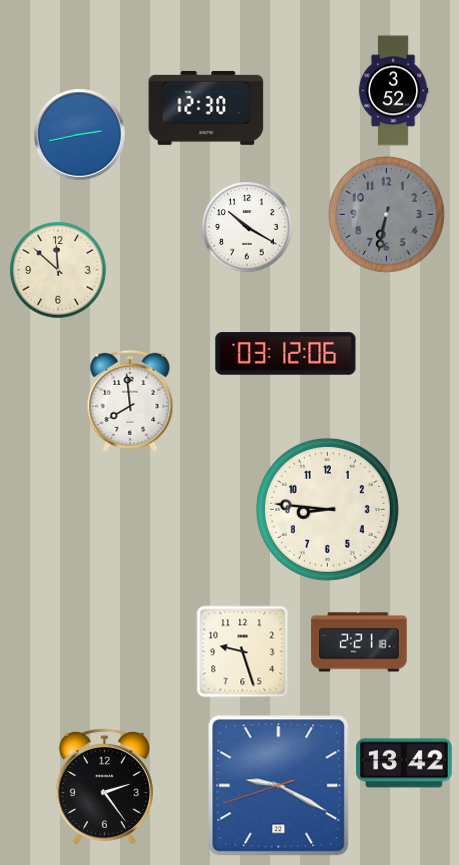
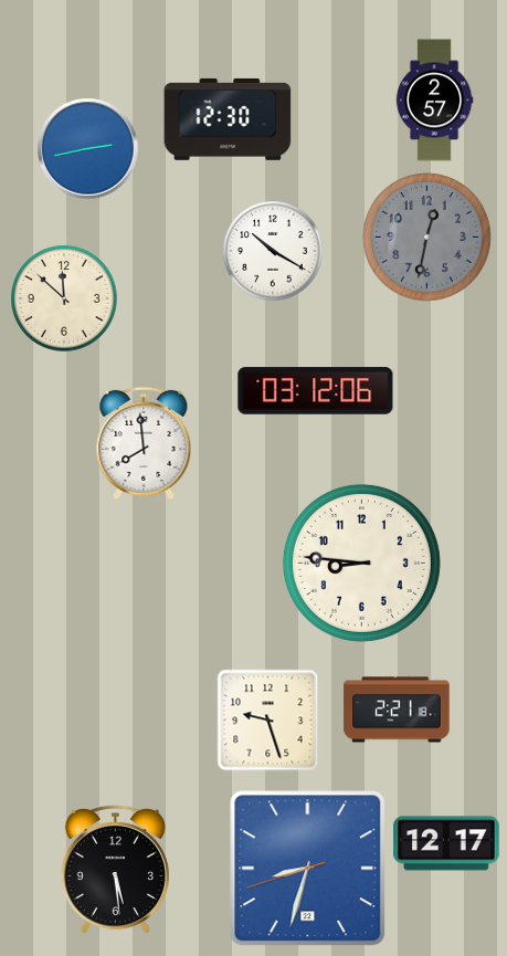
clock at (393, 91): 3:52 -> 2:57
clock at (387, 215): 6:32 -> 12:32
clock at (404, 763): 13:42 -> 12:17
clock at (279, 786): 9:19 -> 8:32
clock at (104, 787): 2:24 -> 5:29
